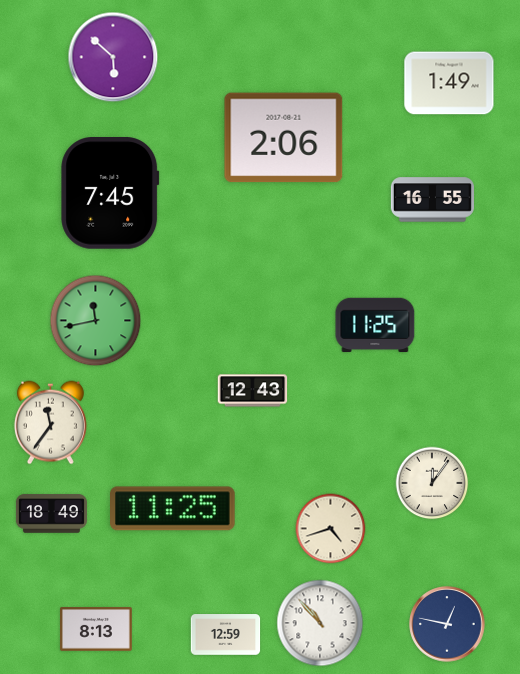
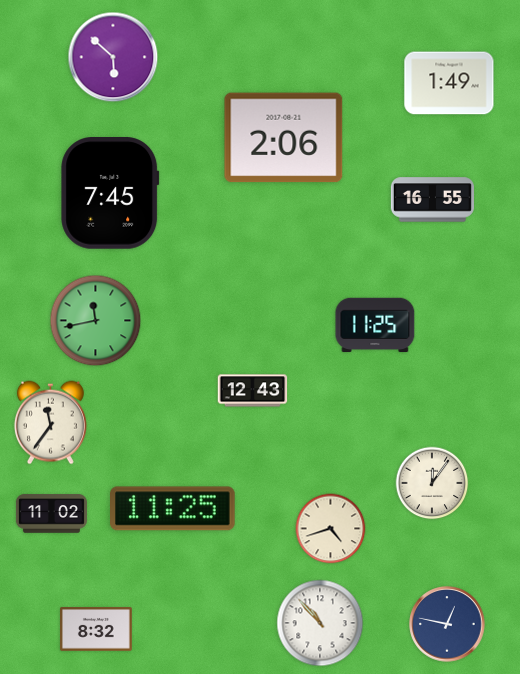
clock at (51, 514): 18:49 -> 11:02
clock at (97, 629): 8:13 -> 8:32
clock at (226, 635): 12:59 -> none
